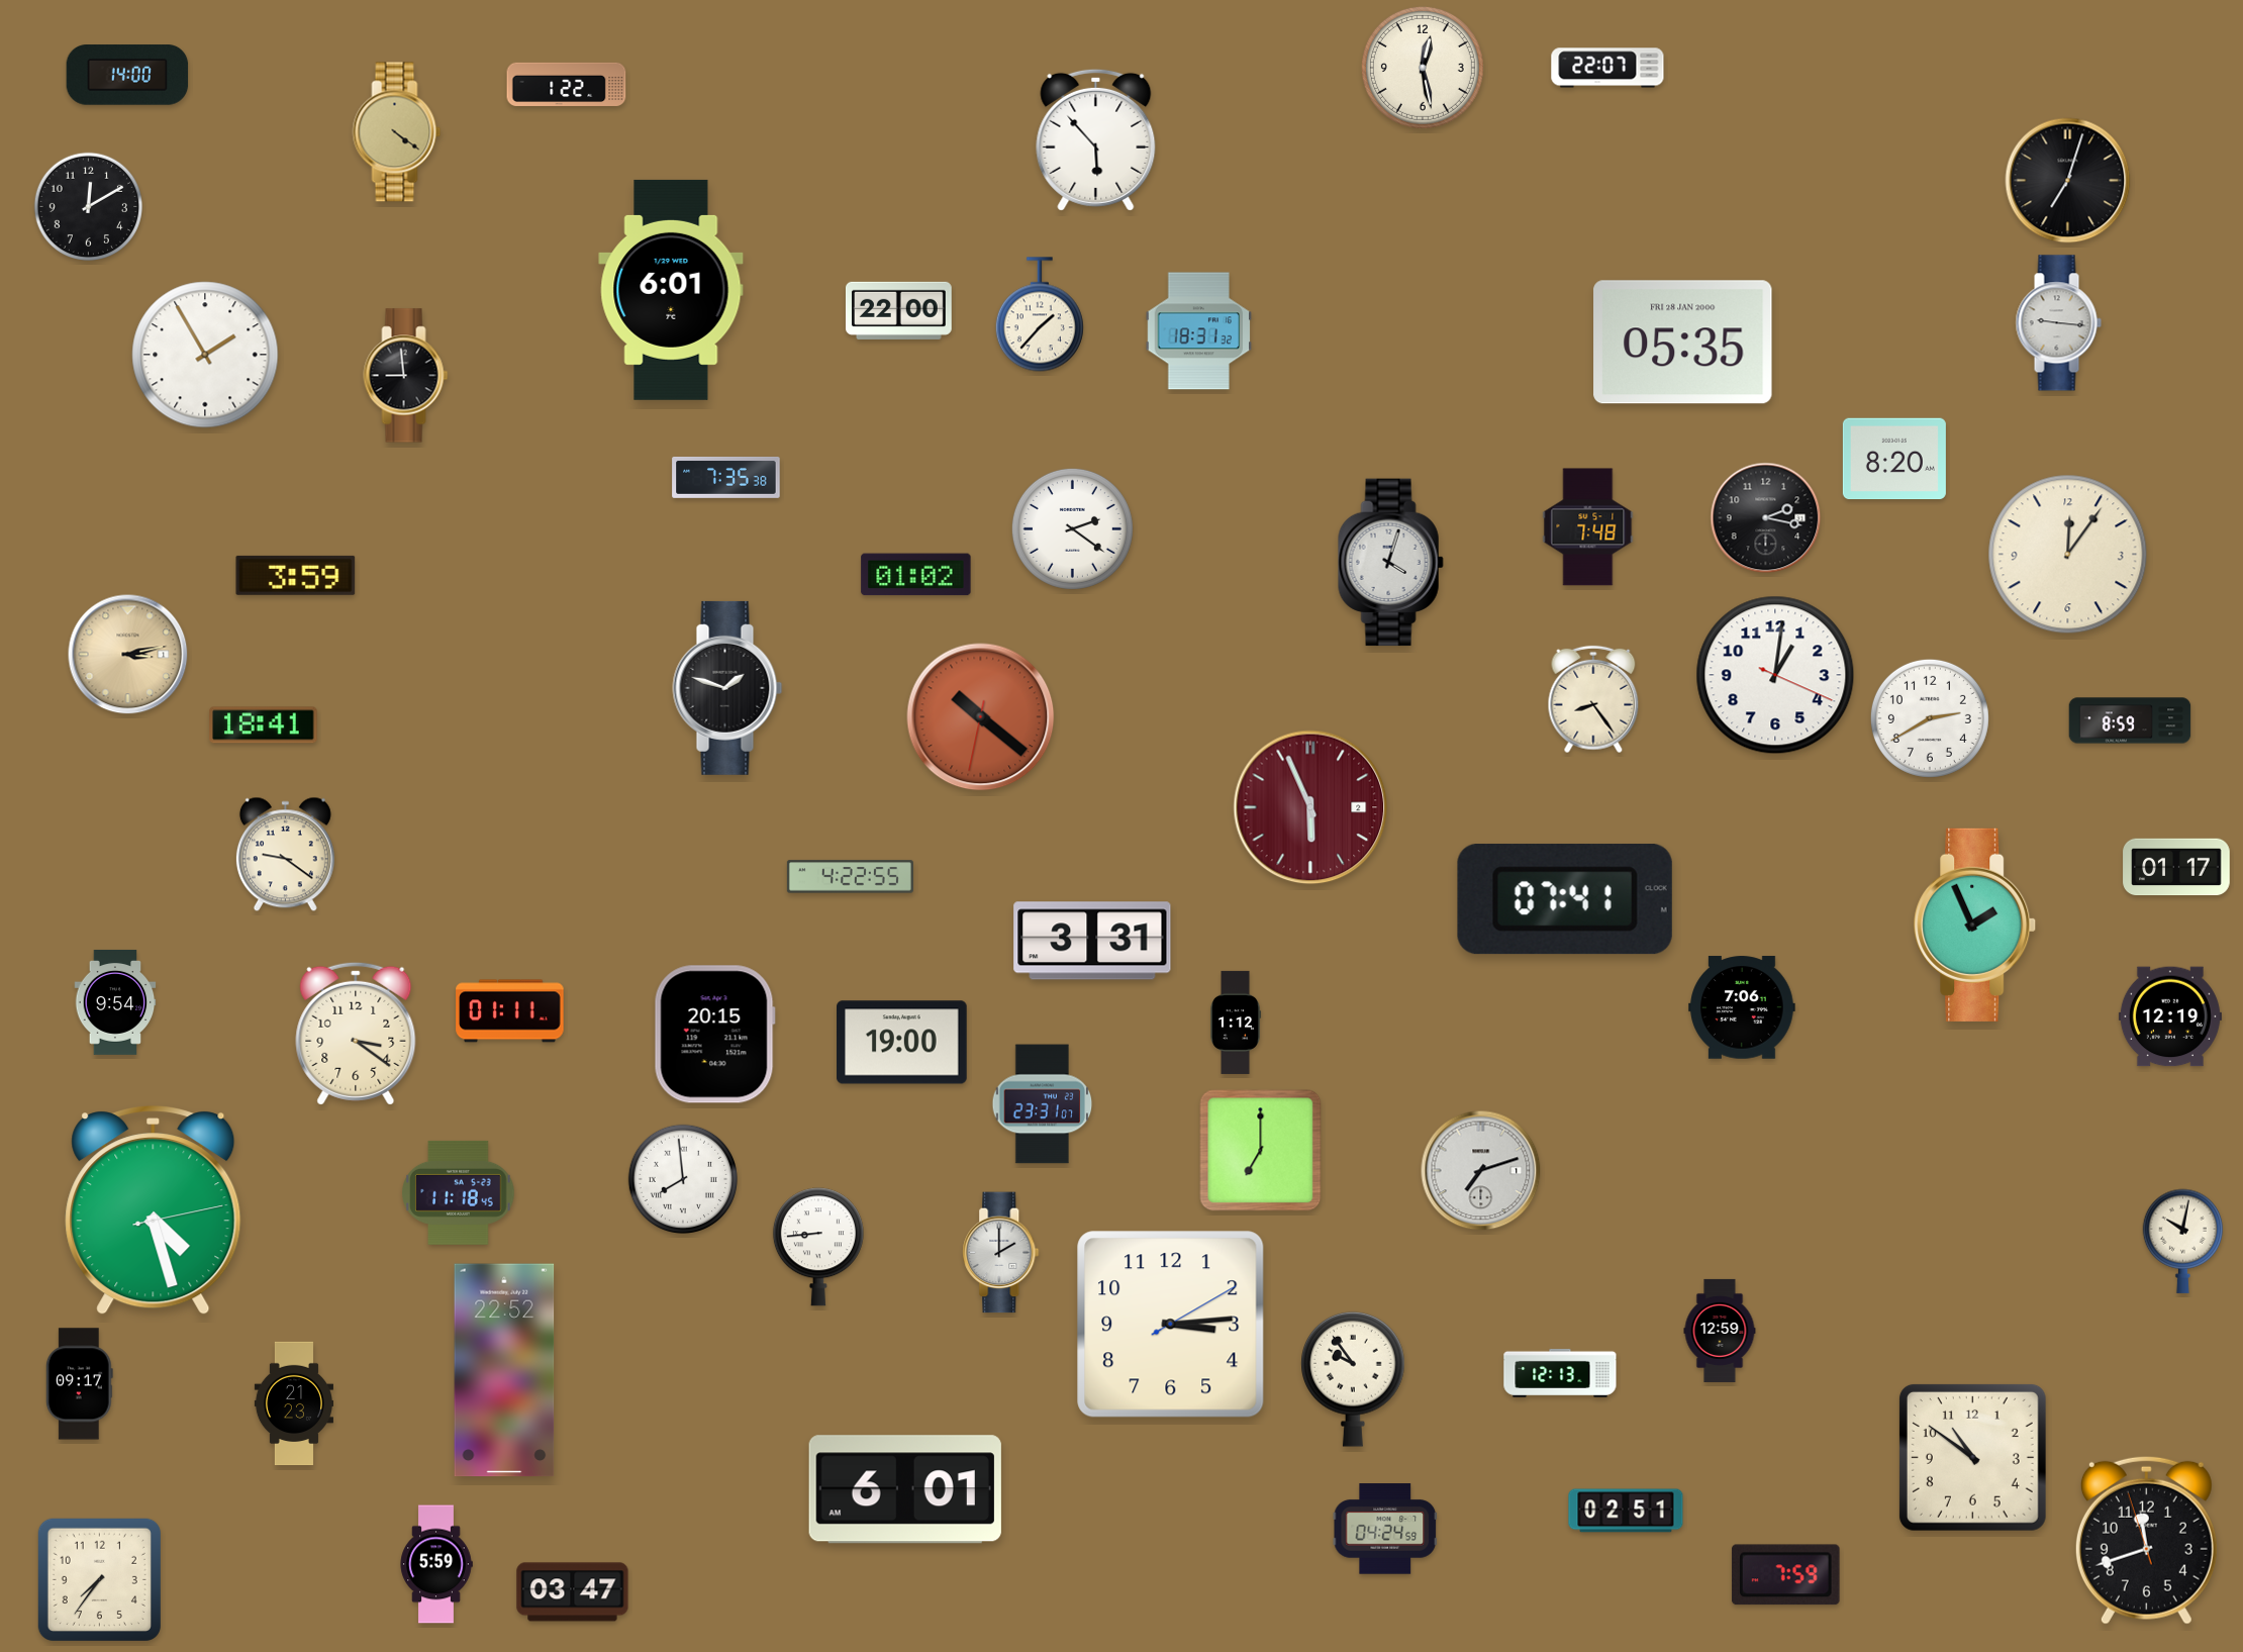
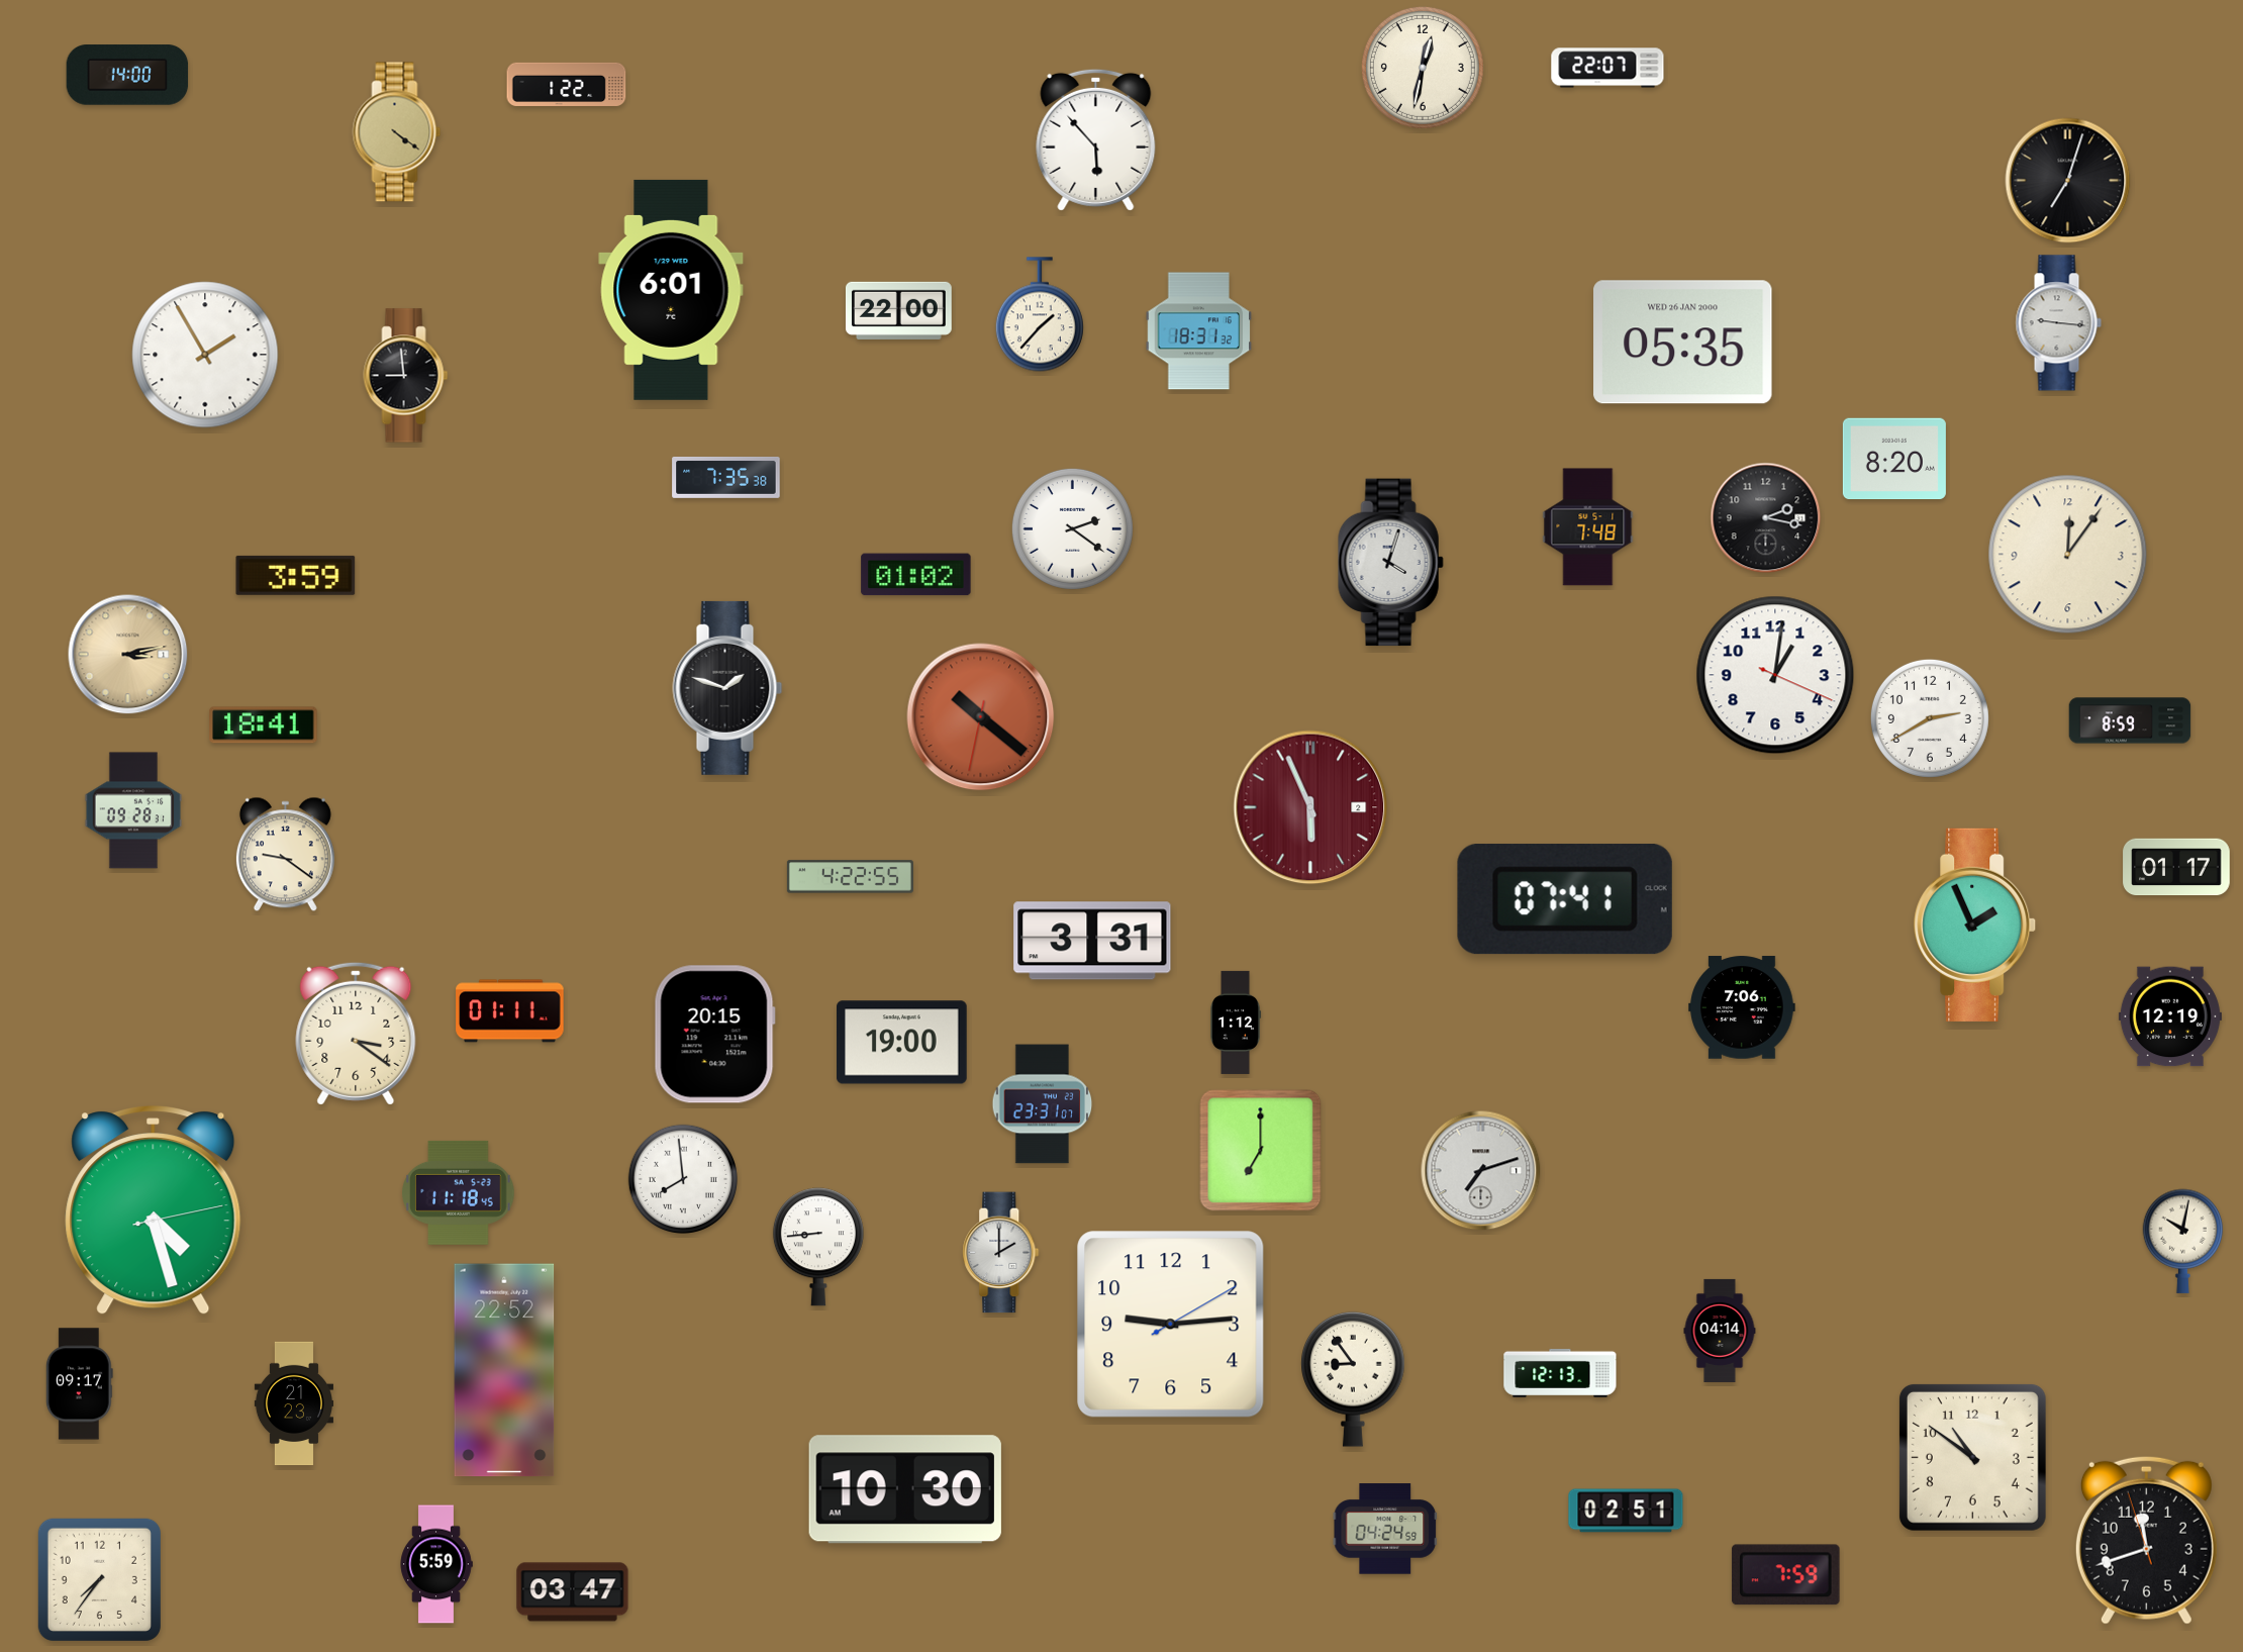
clock at (1423, 68): 12:28 -> 12:32
clock at (88, 206): 12:10 -> none
clock at (1683, 343) date: FRI 28 JAN 2000 -> WED 26 JAN 2000
clock at (1593, 699): 8:24 -> none
clock at (133, 810): none -> 09:28
clock at (115, 1002): 9:54 -> none
clock at (1171, 1325): 3:14 -> 9:14
clock at (1720, 1331): 12:59 -> 04:14
clock at (1353, 1379): 9:54 -> 8:54
clock at (905, 1489): 6:01 -> 10:30
